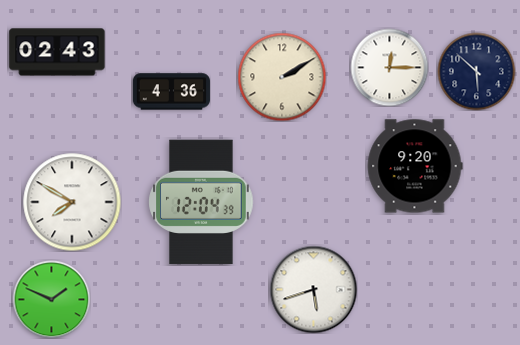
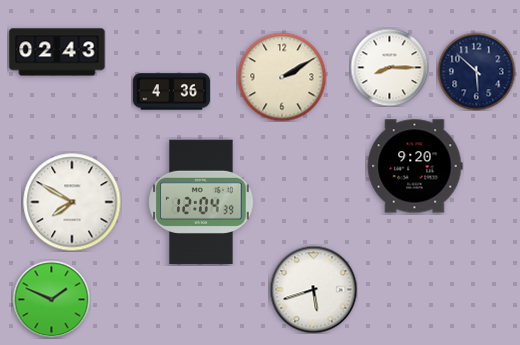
clock at (389, 67): 12:15 -> 8:15
